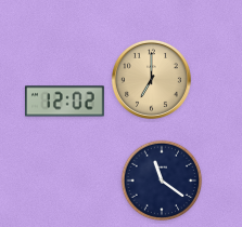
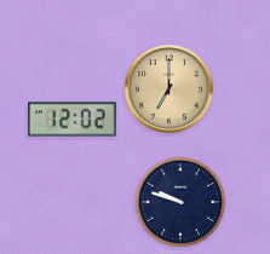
clock at (65, 102) position: (65, 102) -> (73, 120)
clock at (162, 181): 11:21 -> 9:48
